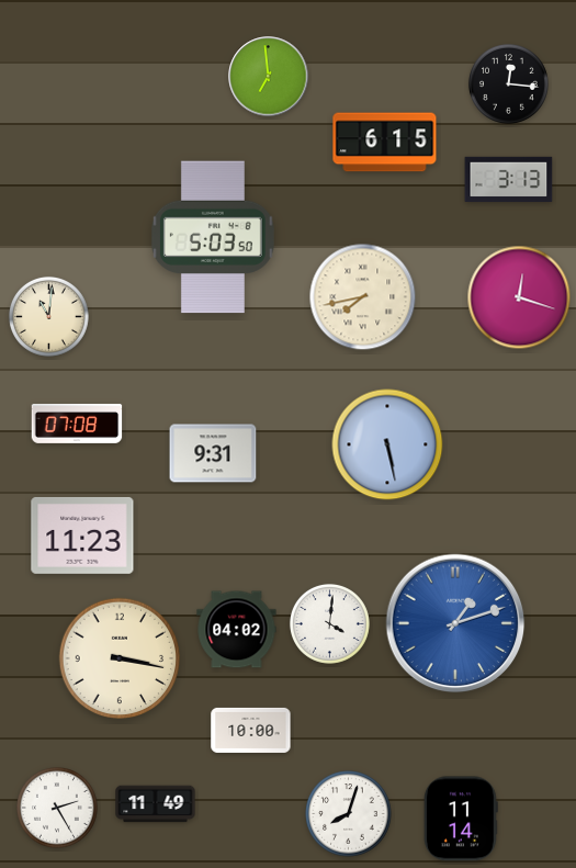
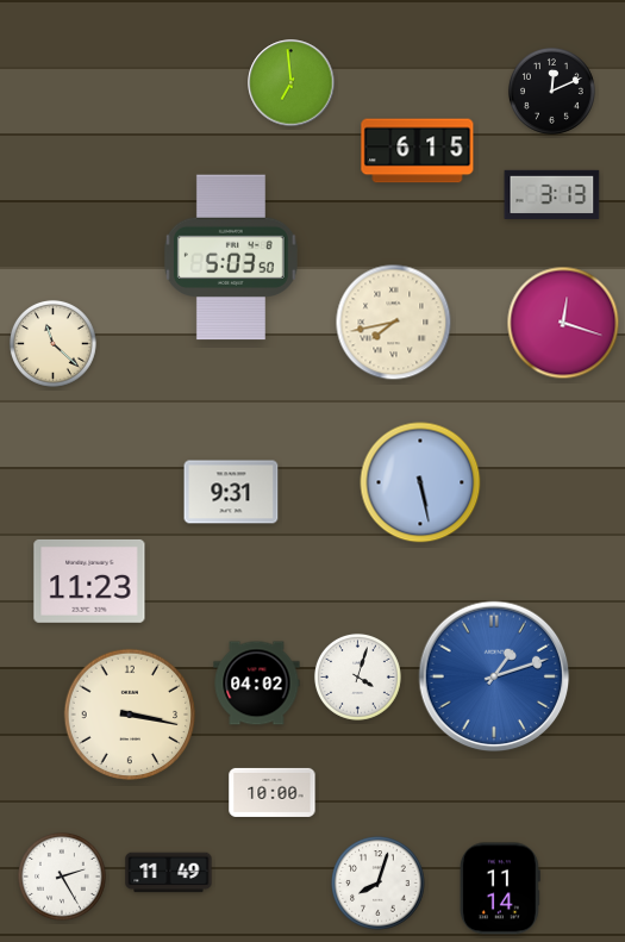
clock at (508, 83): 12:16 -> 12:11
clock at (385, 143) position: (385, 143) -> (418, 151)
clock at (48, 316): 11:01 -> 11:22
clock at (77, 424): 07:08 -> none
clock at (329, 623): 4:01 -> 4:03
